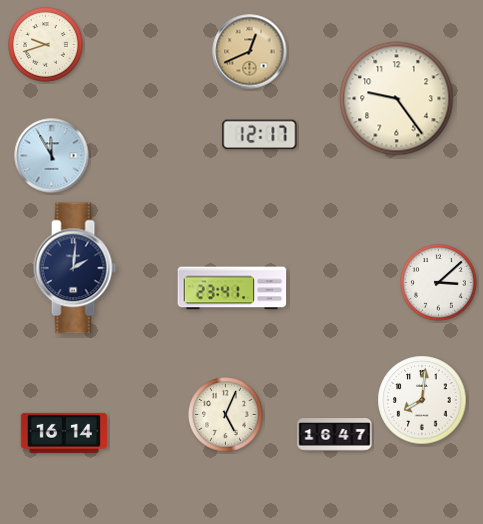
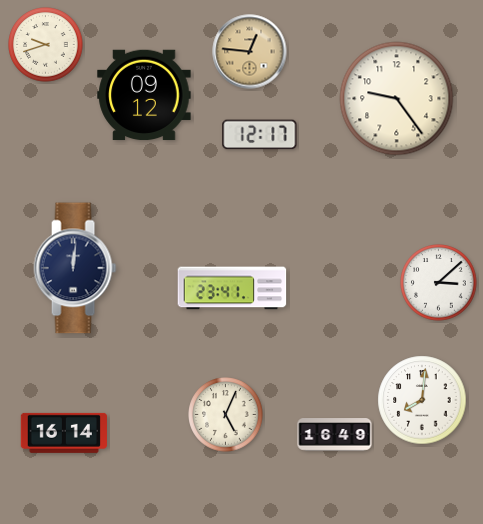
clock at (250, 52): 12:41 -> 12:46
clock at (144, 95): none -> 09:12
clock at (52, 156): 11:55 -> none
clock at (75, 268): 2:01 -> 12:01
clock at (335, 435): 16:47 -> 16:49
